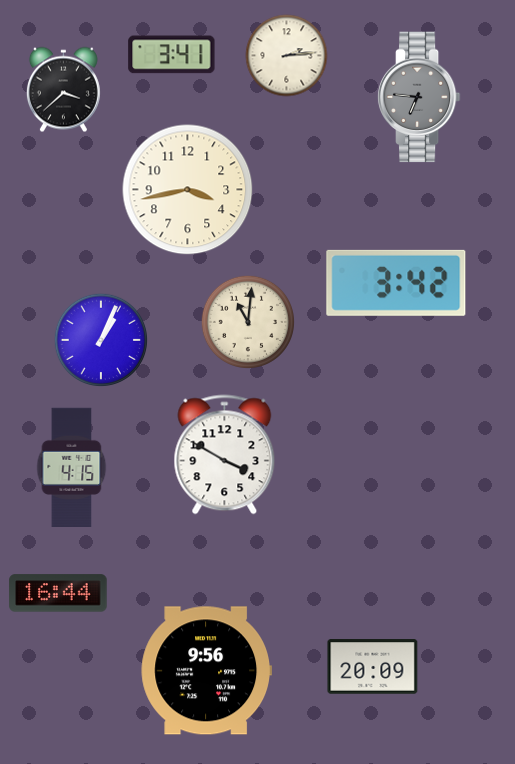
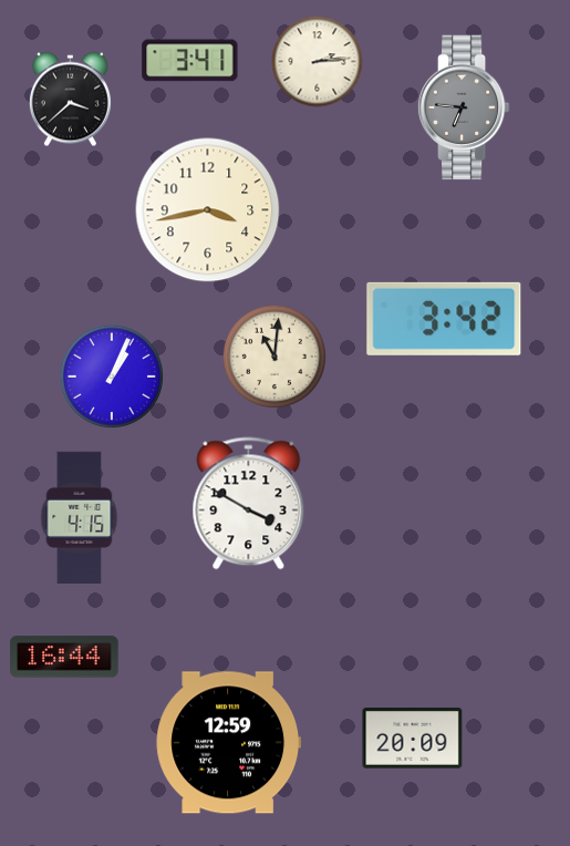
clock at (396, 283) position: (396, 283) -> (444, 319)
clock at (206, 671): 9:56 -> 12:59
